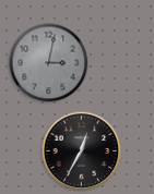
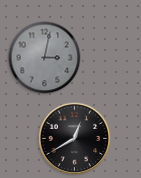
clock at (82, 151): 12:35 -> 12:40
